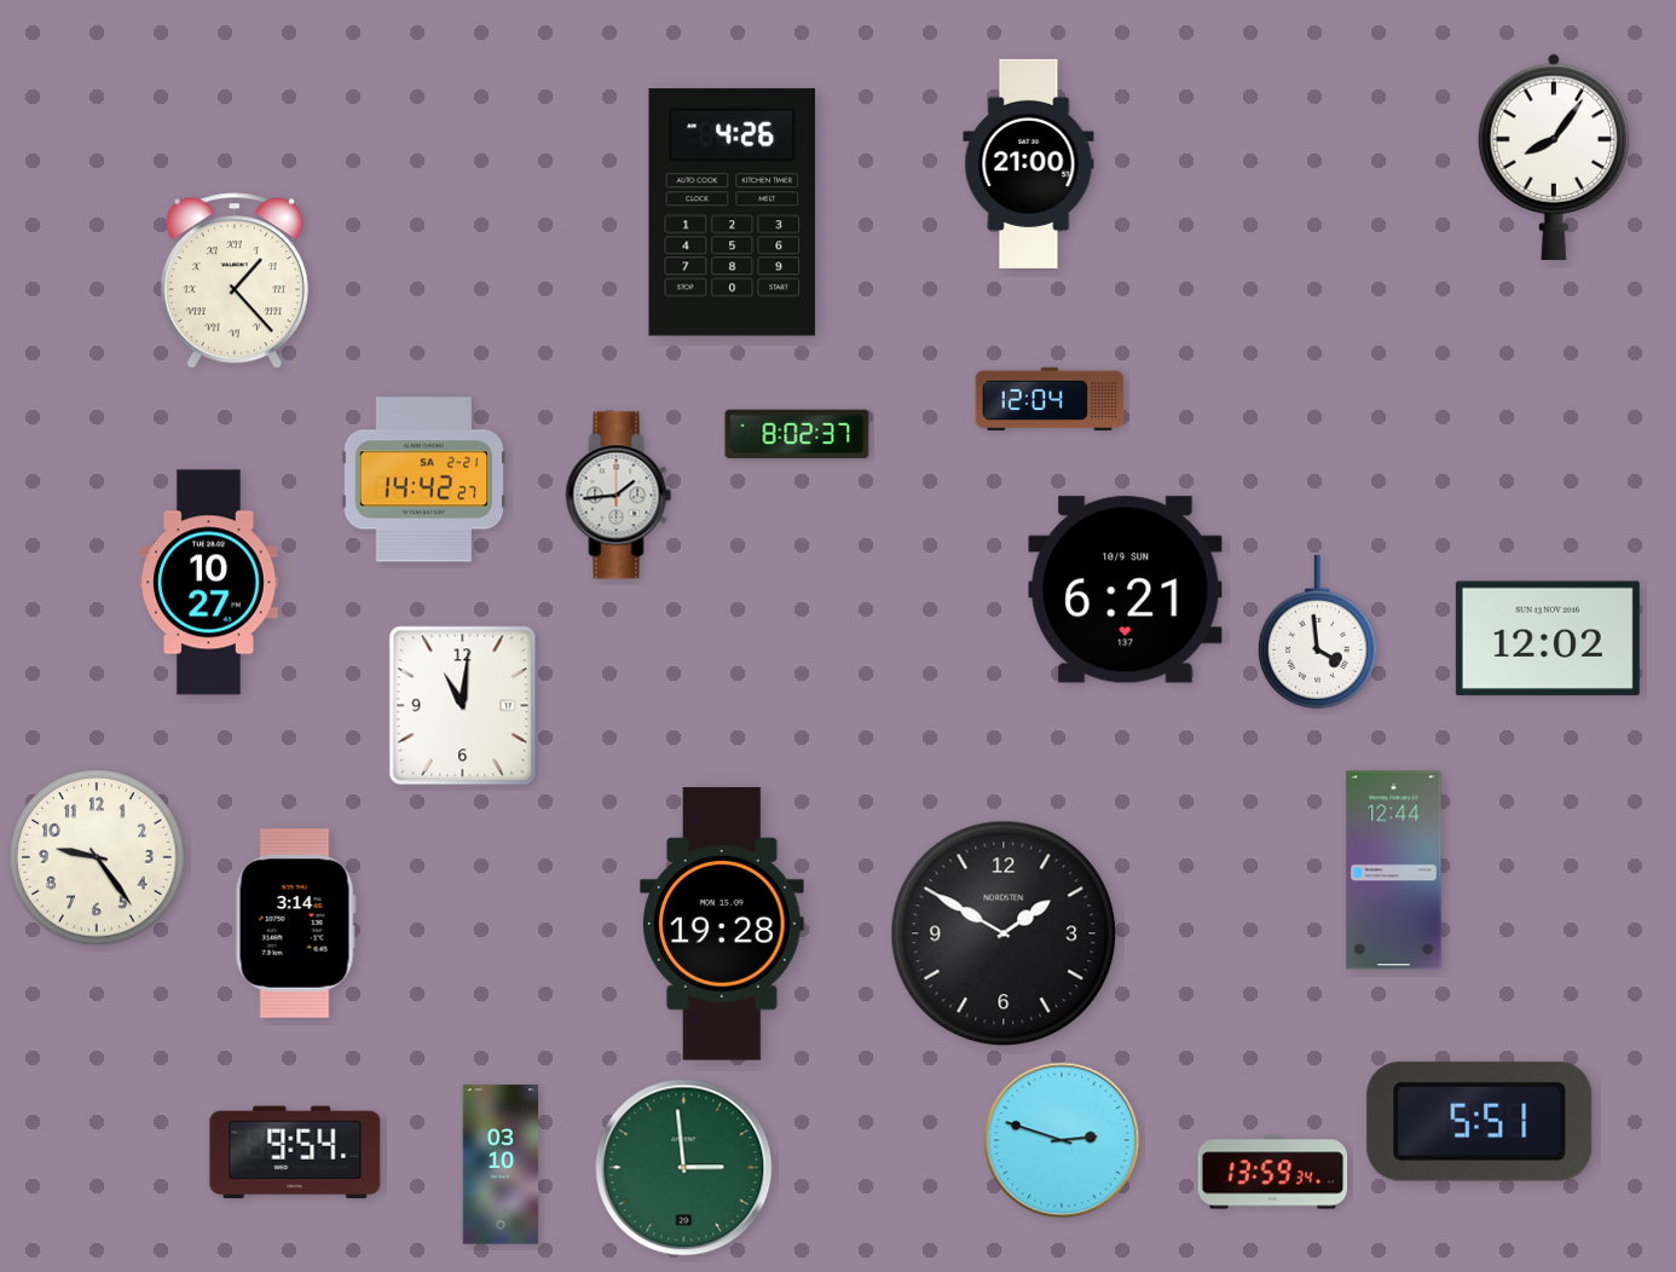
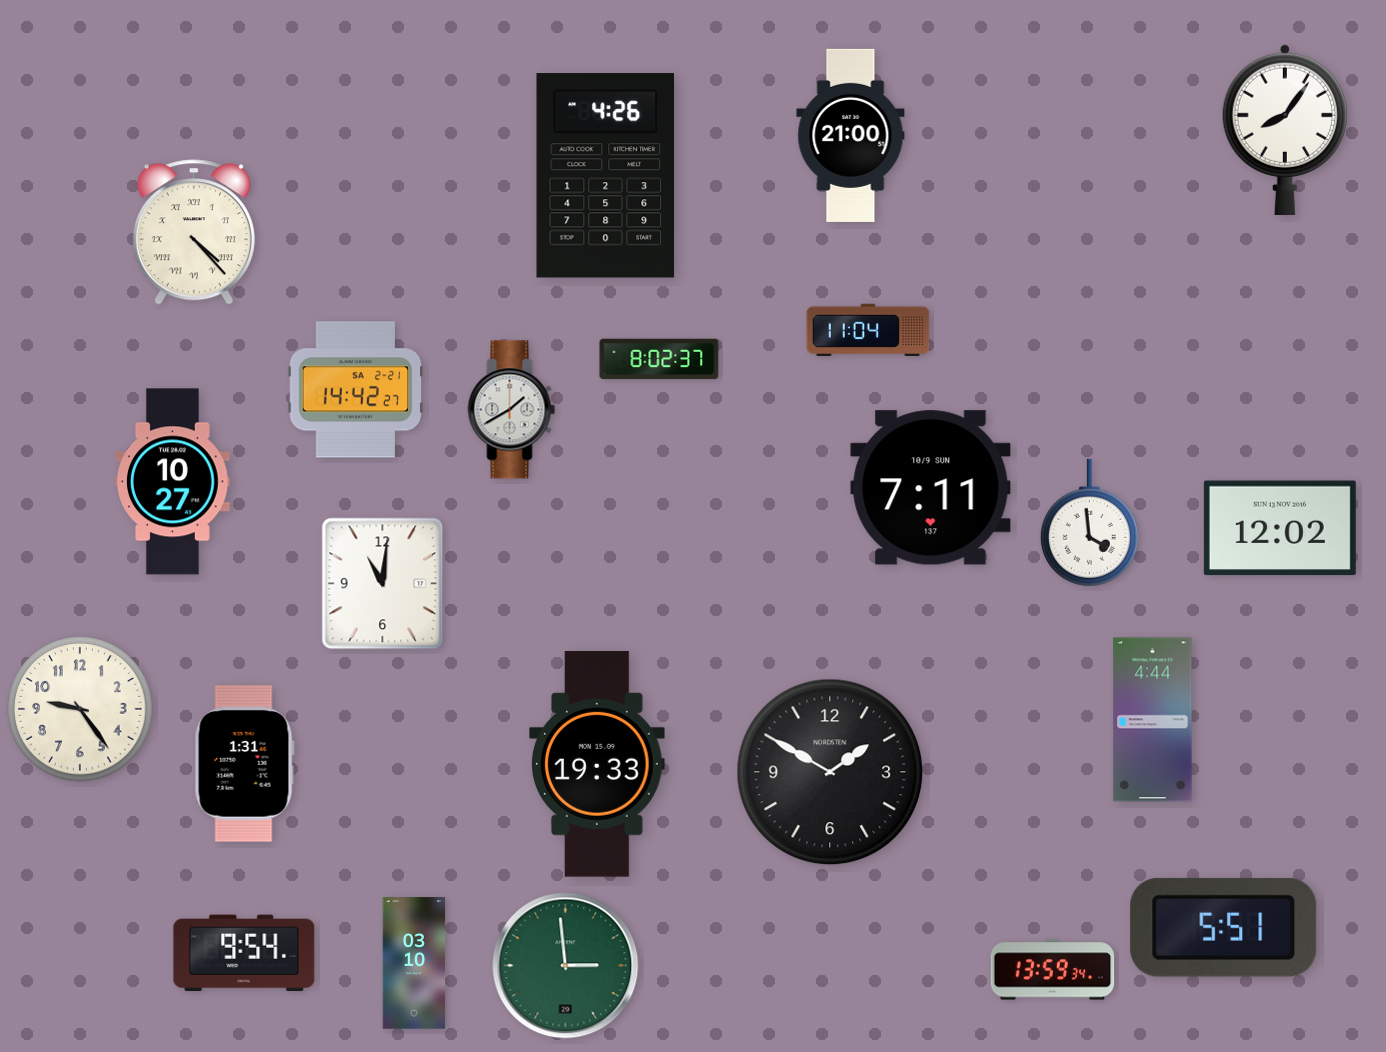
clock at (235, 281): 1:23 -> 4:23
clock at (1050, 399): 12:04 -> 11:04
clock at (424, 480) position: (424, 480) -> (356, 390)
clock at (619, 496): 1:44 -> 1:40
clock at (1126, 590): 6:21 -> 7:11
clock at (1394, 871): 12:44 -> 4:44
clock at (295, 924): 3:14 -> 1:31
clock at (723, 924): 19:28 -> 19:33
clock at (1062, 1140): 2:48 -> none
